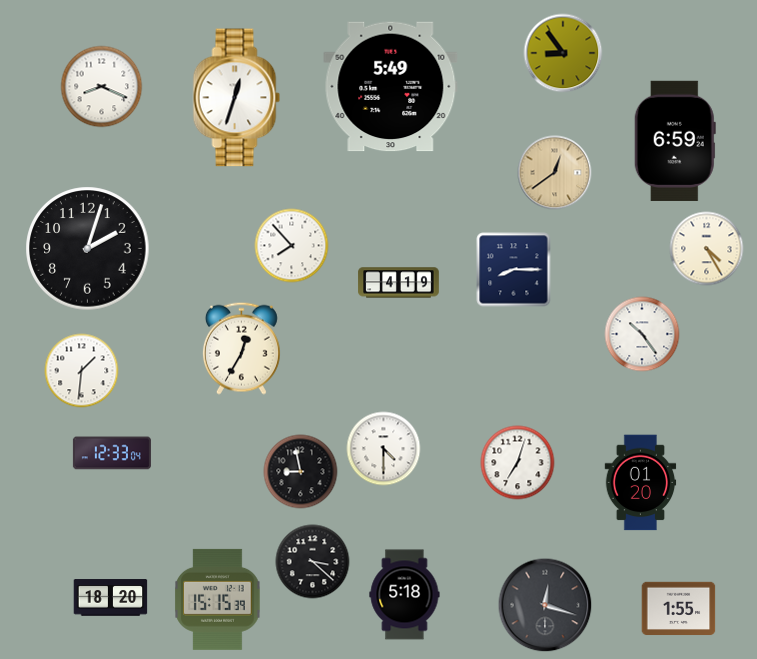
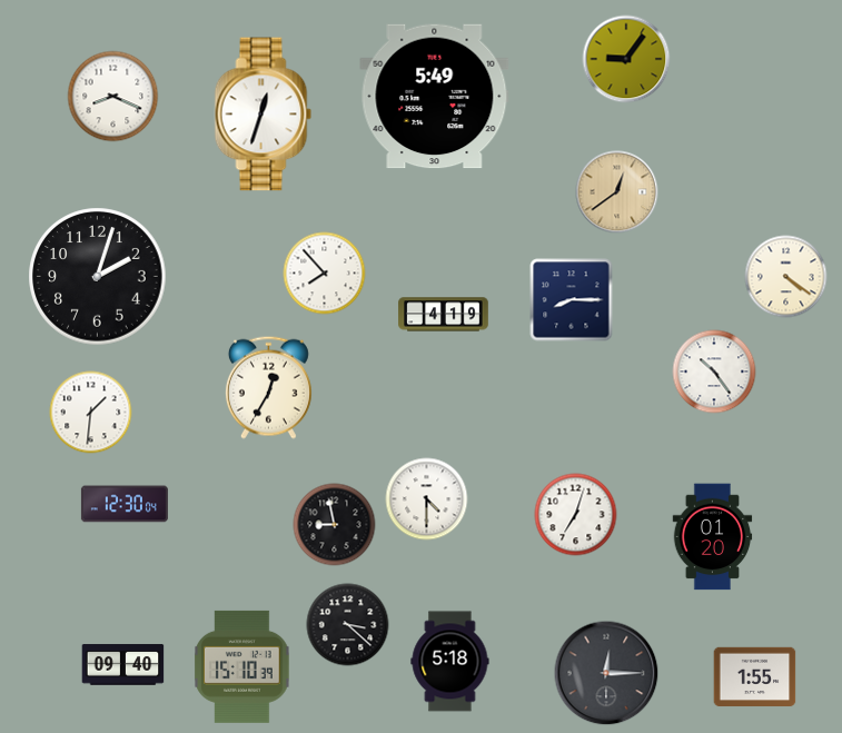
clock at (563, 53): 8:54 -> 9:06
clock at (237, 98) position: (237, 98) -> (264, 115)
clock at (675, 141): 6:59 -> none
clock at (707, 249): 4:25 -> 4:21
clock at (112, 453): 12:33 -> 12:30
clock at (111, 598): 18:20 -> 09:40
clock at (218, 599): 15:15 -> 15:10
clock at (545, 605): 12:18 -> 12:15
